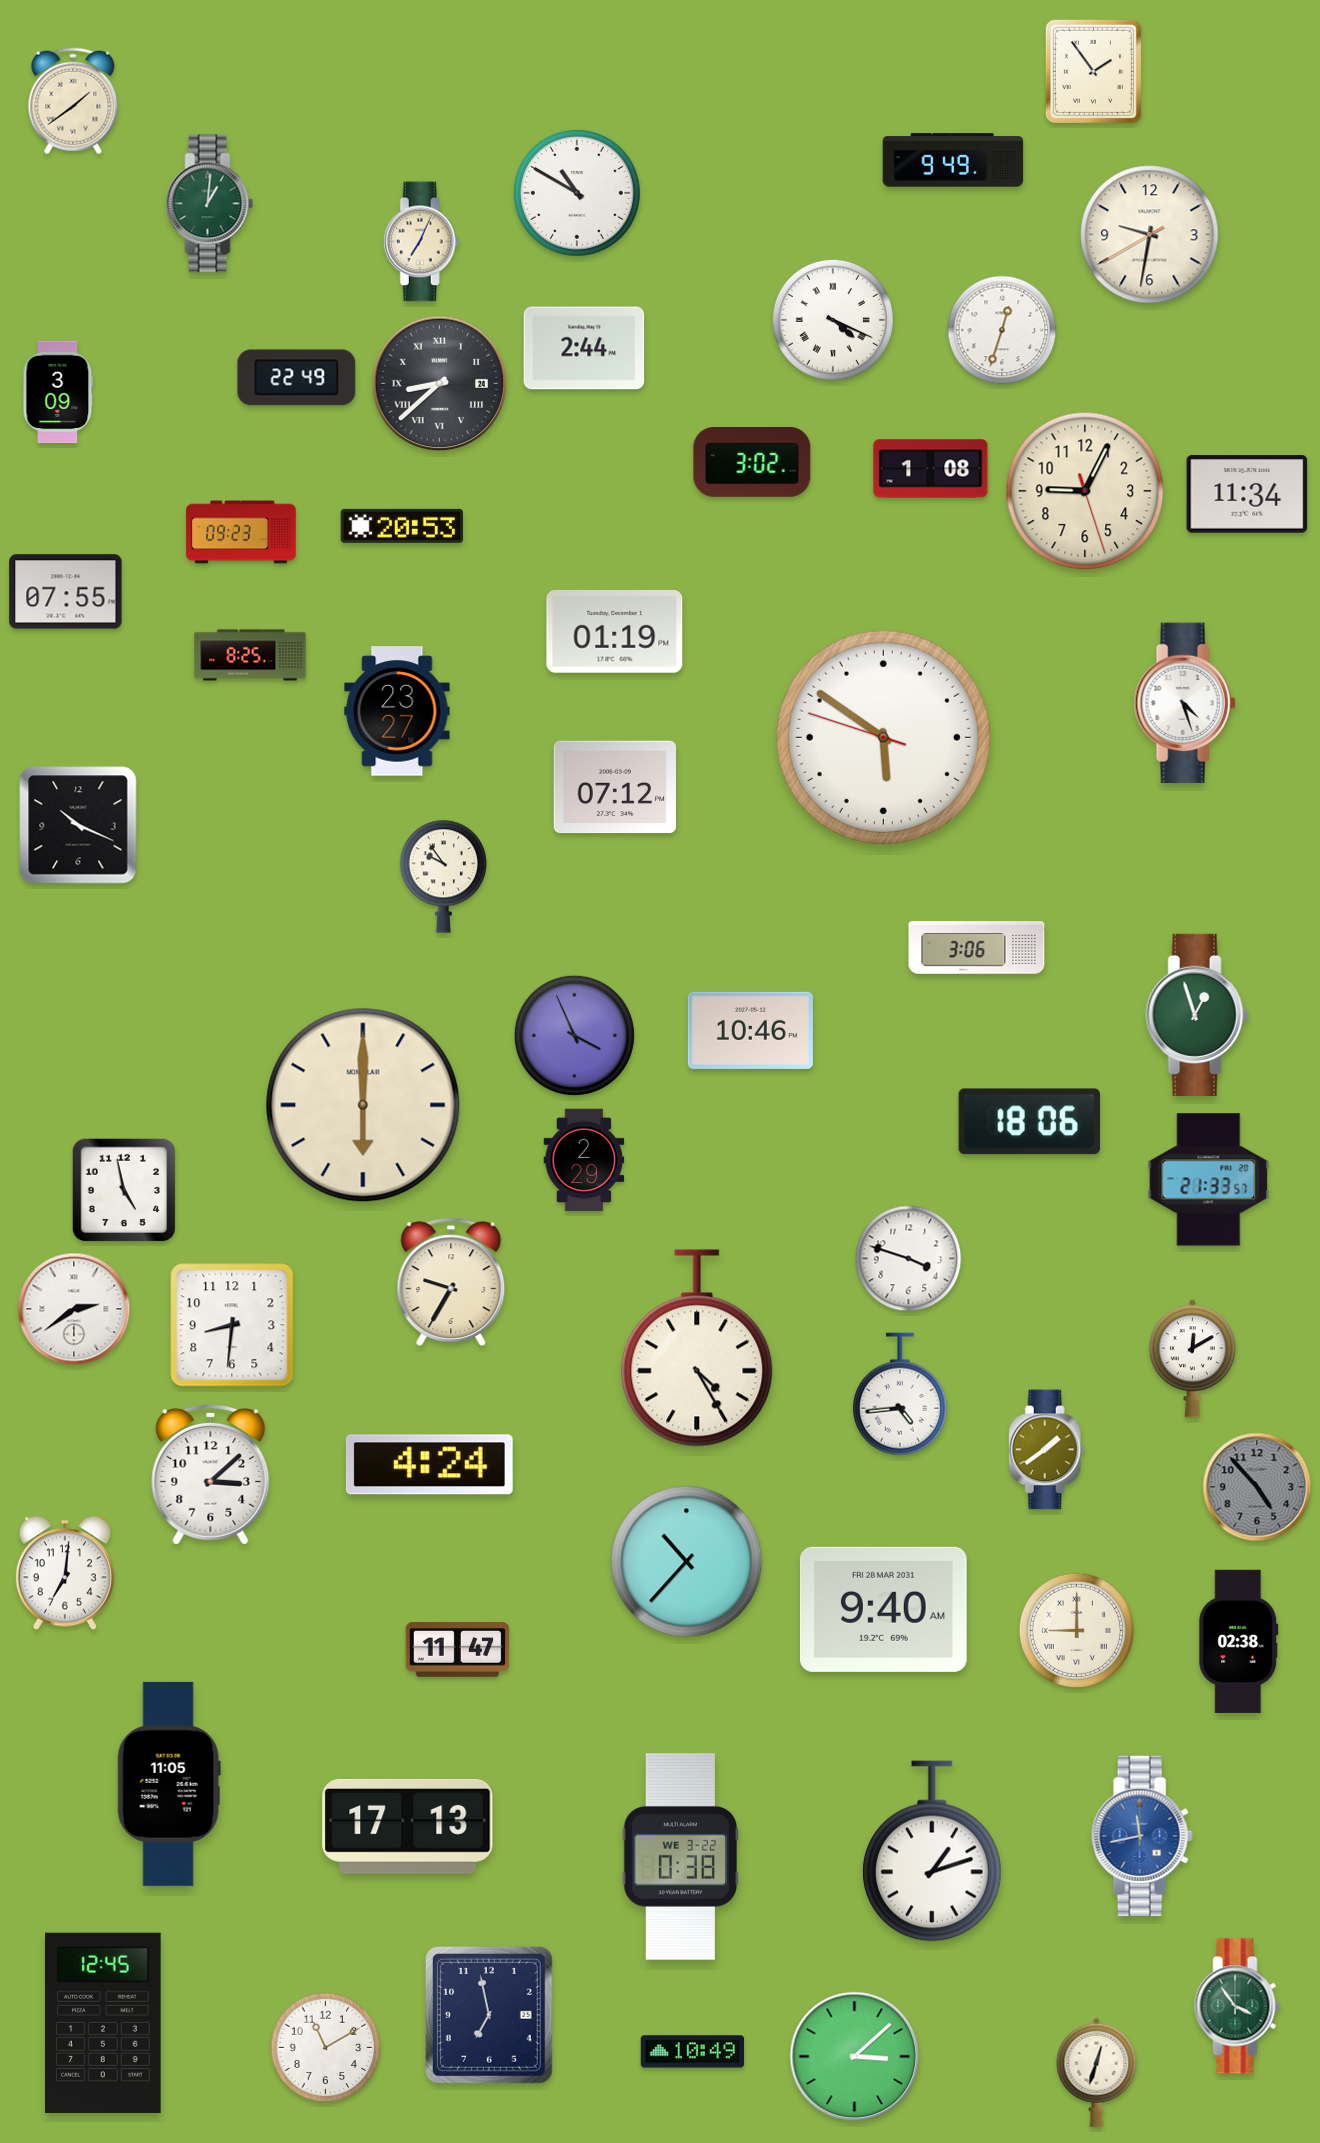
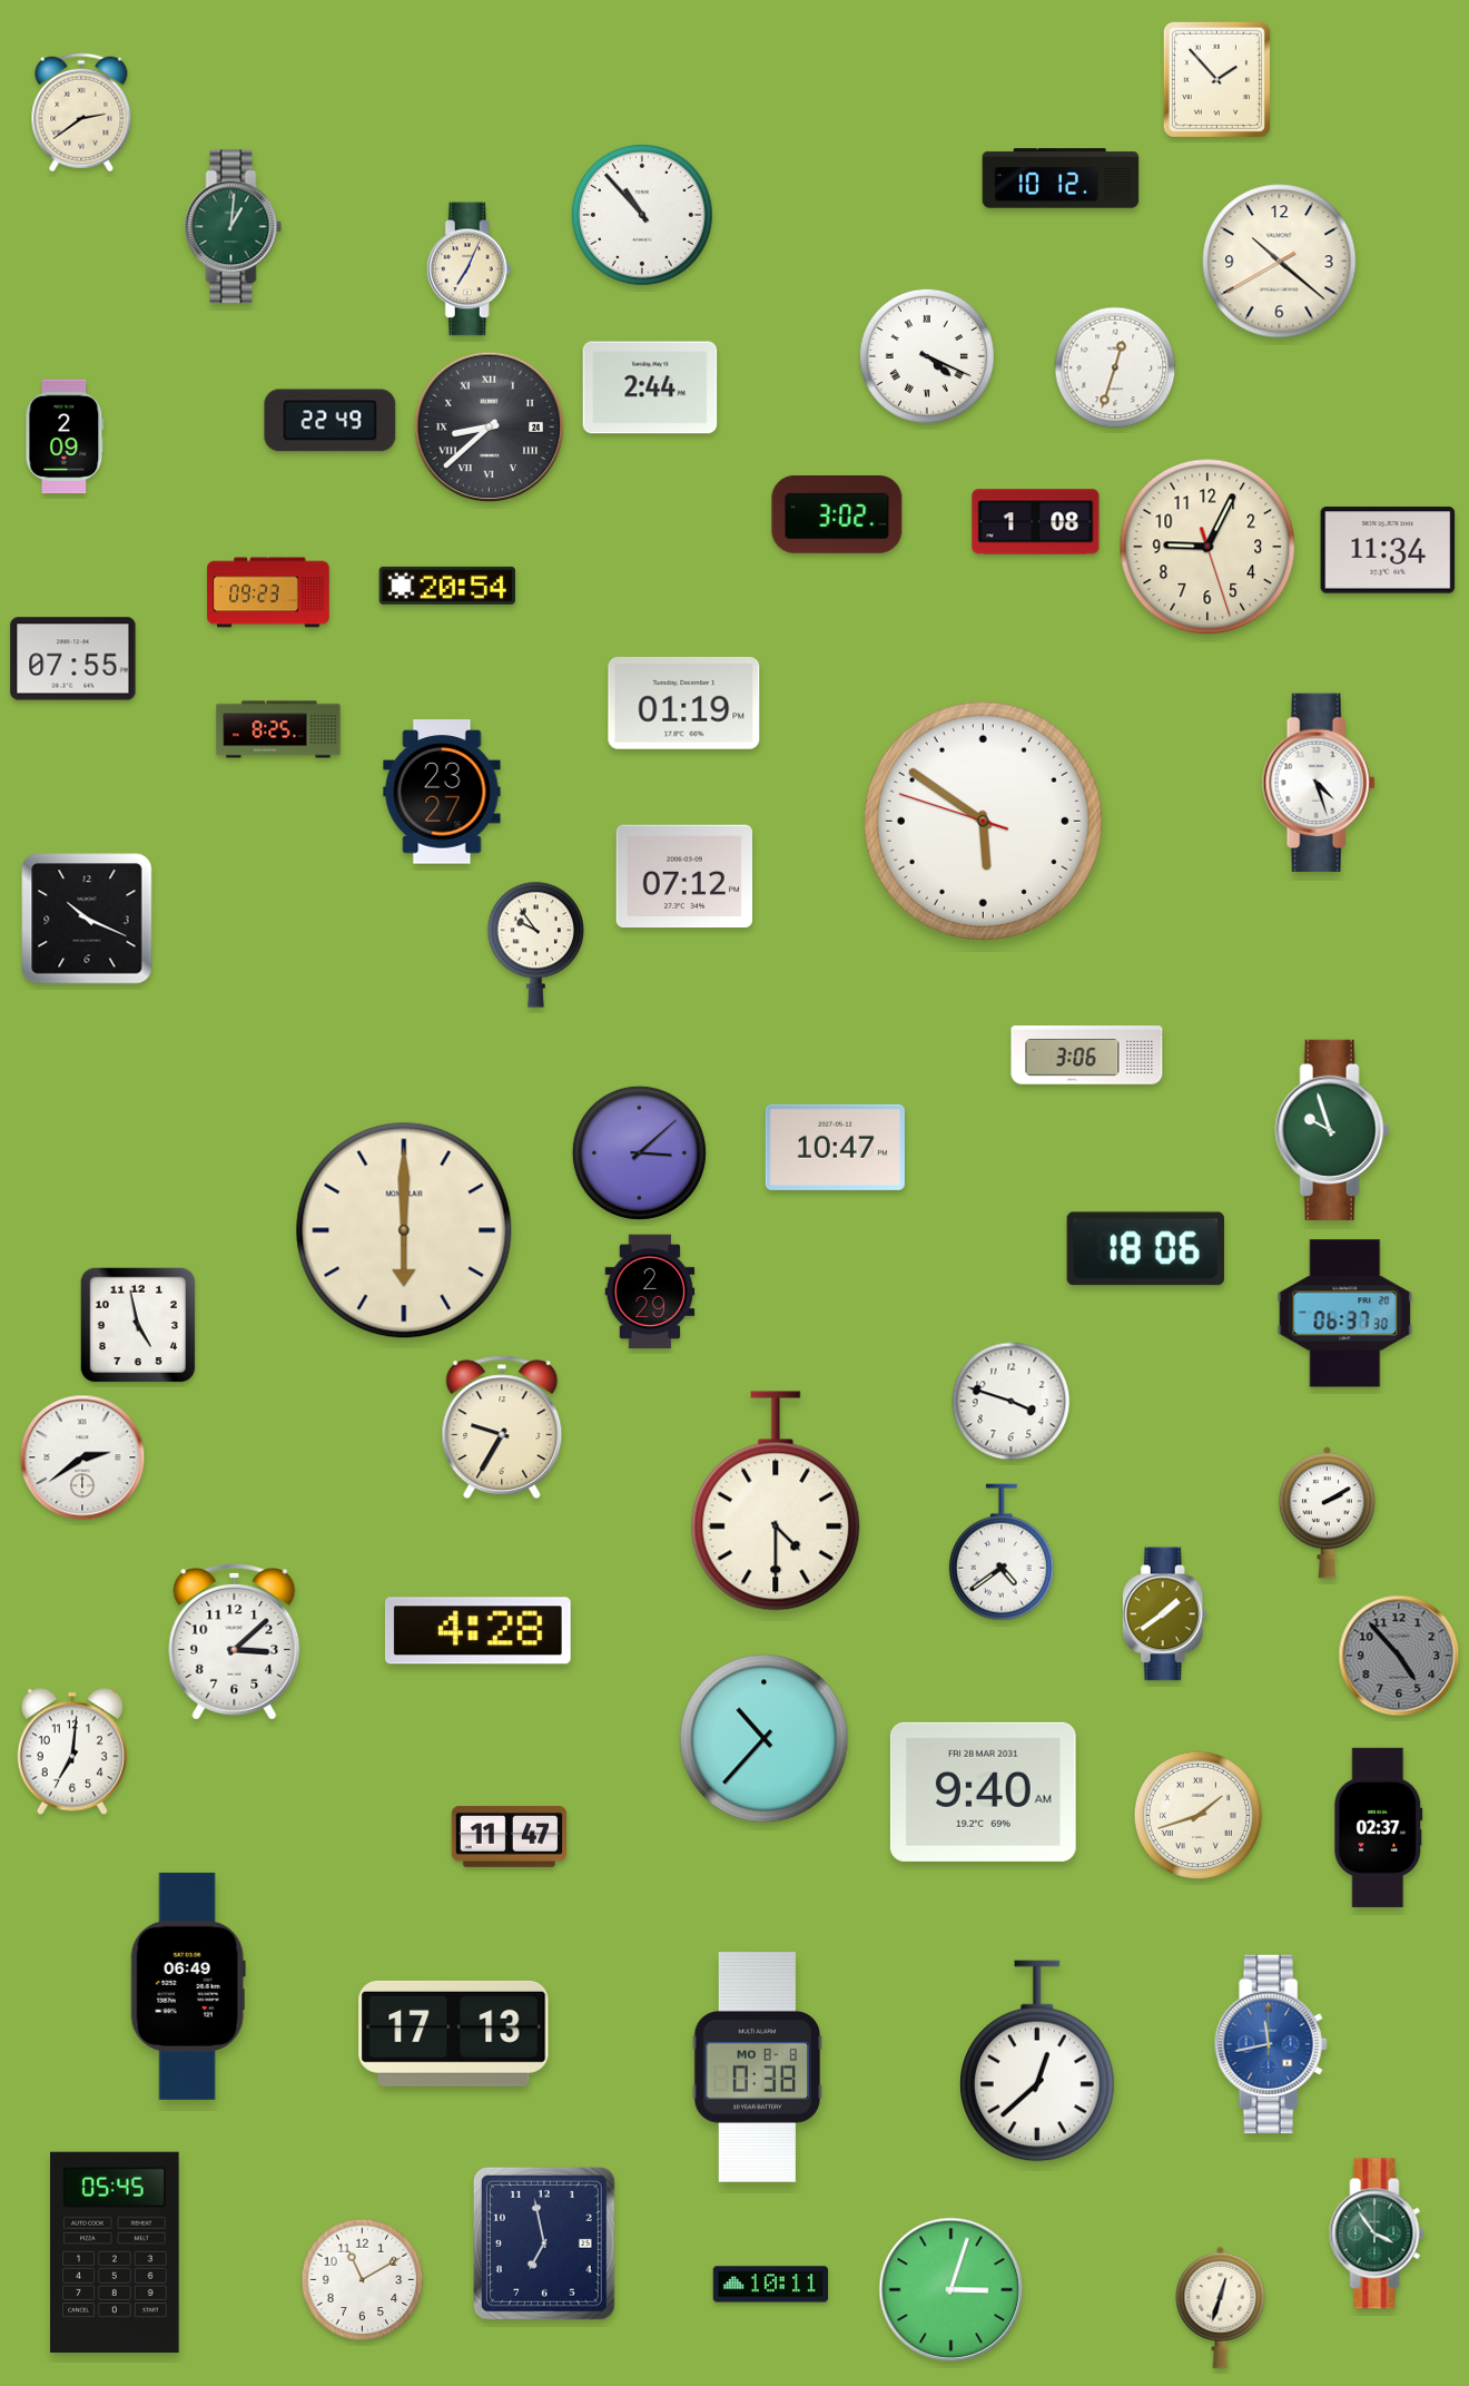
clock at (1093, 71): 1:54 -> 1:53
clock at (73, 101): 1:39 -> 2:39
clock at (953, 160): 9:49 -> 10:12
clock at (577, 193): 10:50 -> 10:53
clock at (1150, 235): 9:31 -> 10:21
clock at (58, 392): 3:09 -> 2:09
clock at (401, 526): 20:53 -> 20:54
clock at (443, 876) position: (443, 876) -> (535, 944)
clock at (1197, 1015): 12:57 -> 9:57
clock at (750, 1030): 10:46 -> 10:47
clock at (574, 1035): 3:56 -> 3:08
clock at (1209, 1180): 21:33 -> 06:37
clock at (232, 1325): 8:31 -> none
clock at (697, 1348): 4:25 -> 4:30
clock at (1192, 1359): 12:10 -> 2:10
clock at (900, 1394): 4:44 -> 4:39
clock at (429, 1465): 4:24 -> 4:28
clock at (1076, 1630): 9:00 -> 1:42
clock at (1239, 1641): 02:38 -> 02:37
clock at (169, 1784): 11:05 -> 06:49
clock at (932, 1851): 1:12 -> 12:38
clock at (681, 1857) date: WE 3-22 -> MO 8-8
clock at (103, 2022): 12:45 -> 05:45
clock at (693, 2052): 10:49 -> 10:11
clock at (855, 2057): 3:08 -> 3:03
